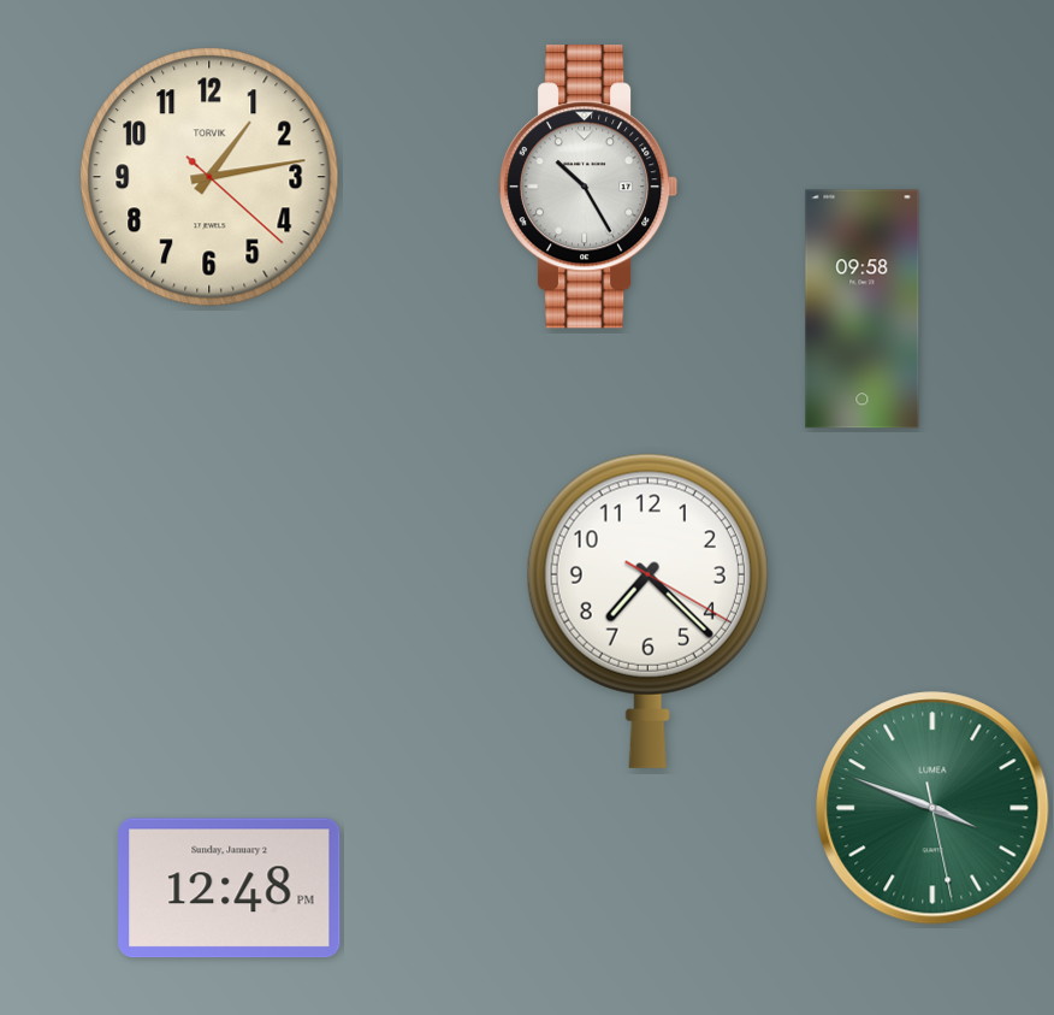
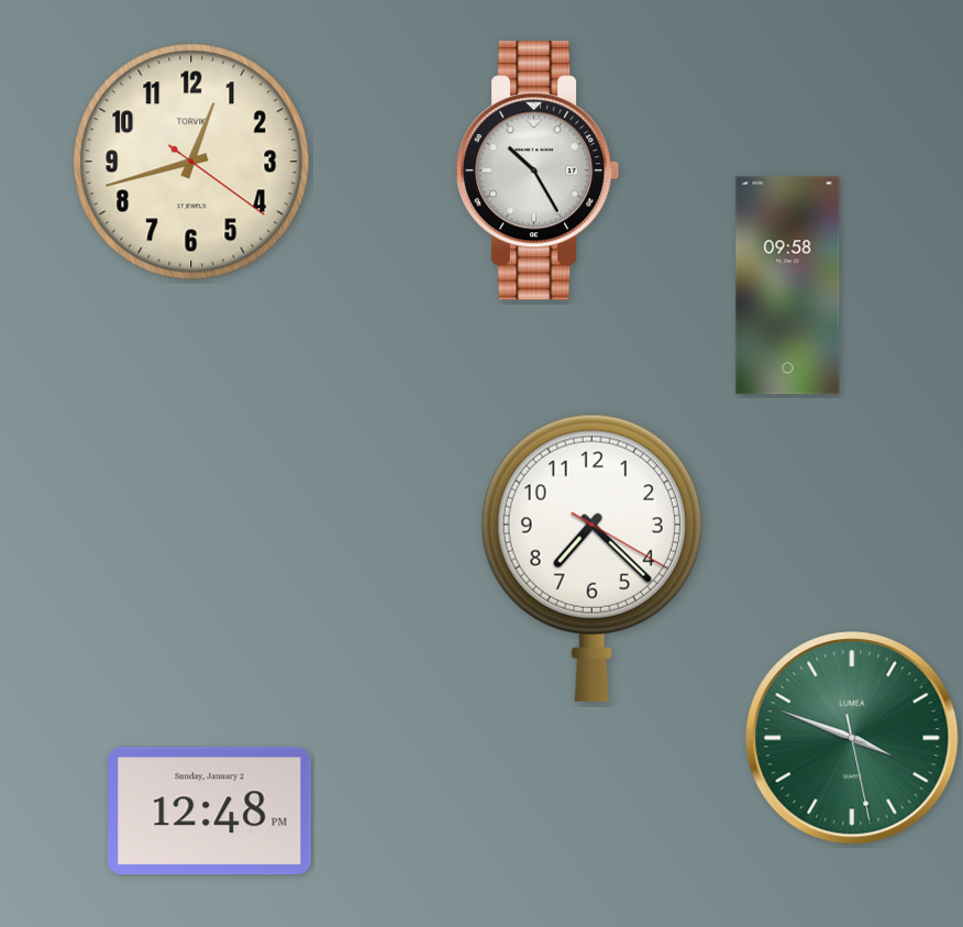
clock at (209, 177): 1:13 -> 12:42
clock at (863, 309) position: (863, 309) -> (788, 286)
